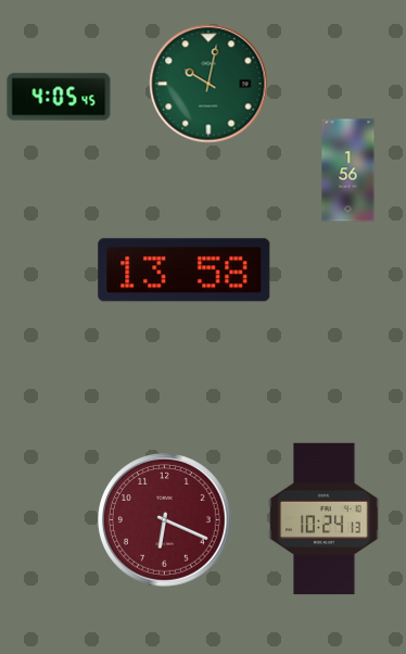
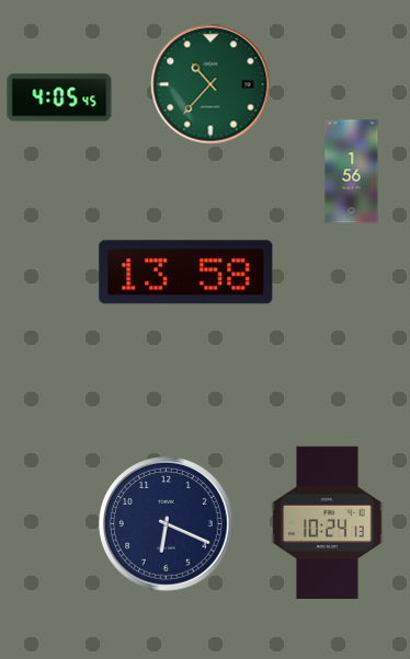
clock at (208, 84): 10:02 -> 10:37
clock at (165, 520) dial: burgundy -> navy
